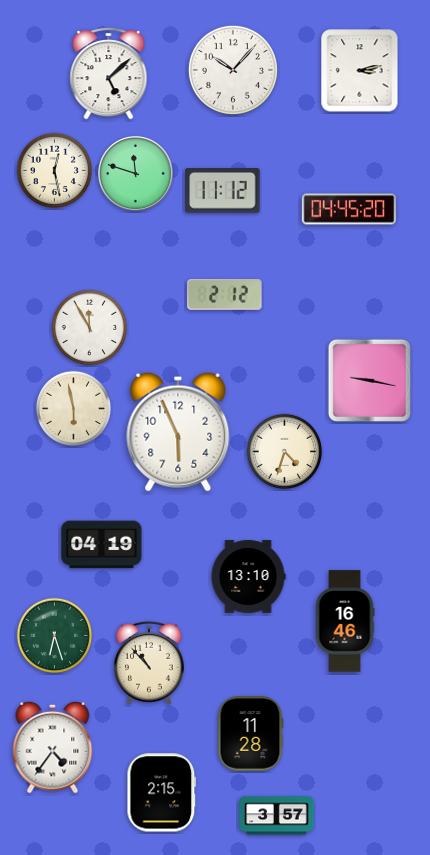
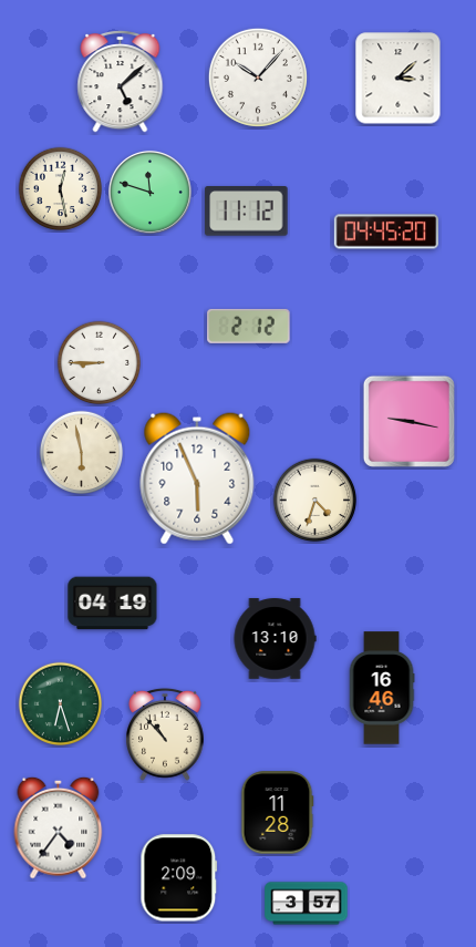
clock at (360, 71): 3:13 -> 3:08
clock at (90, 328): 11:55 -> 8:45
clock at (162, 793): 2:15 -> 2:09
